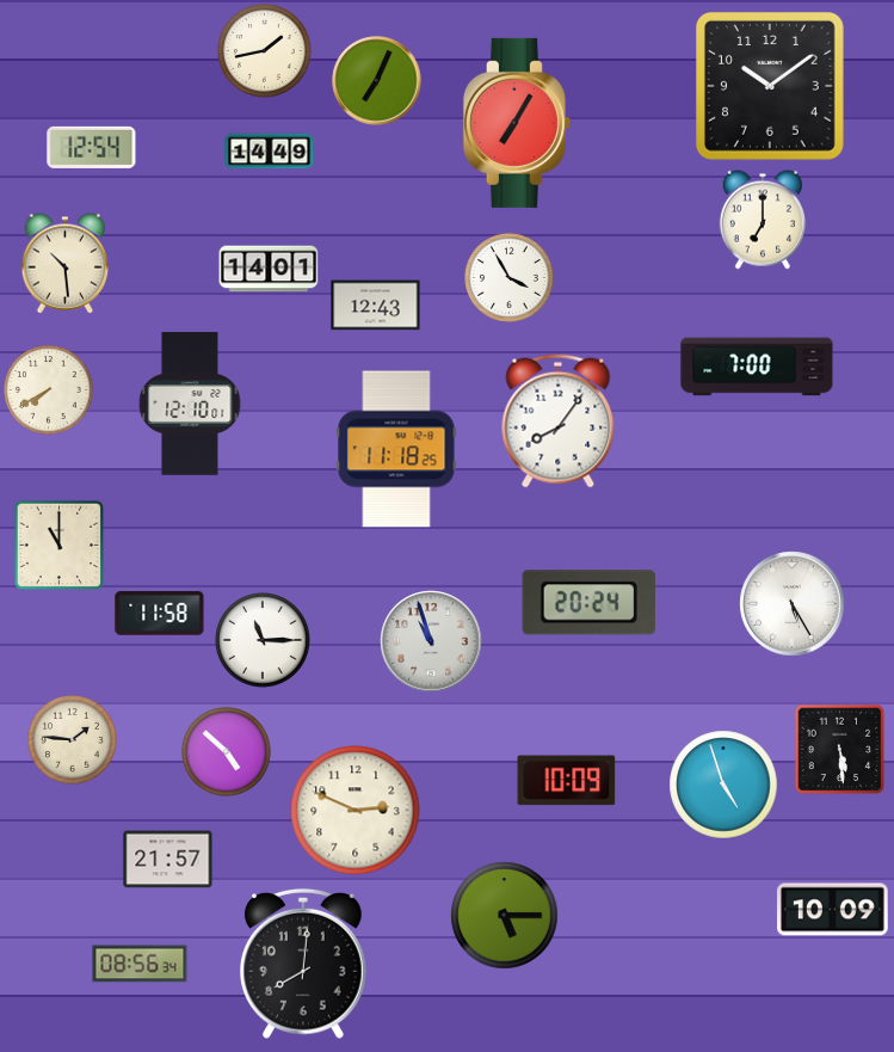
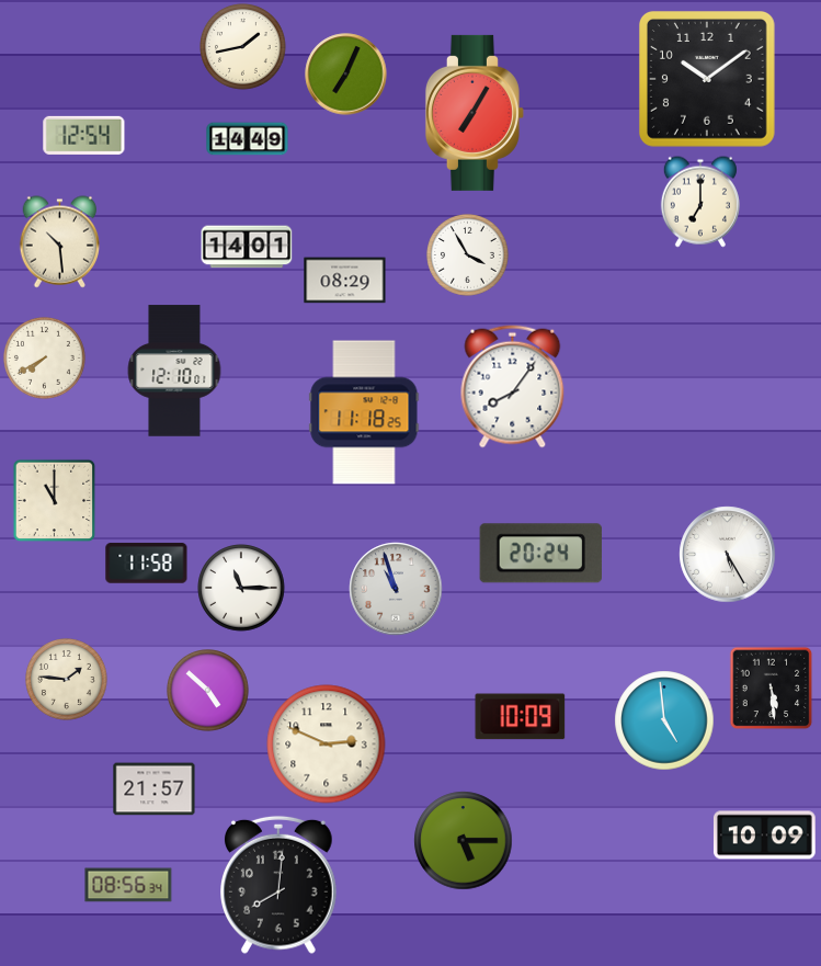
clock at (376, 306): 12:43 -> 08:29
clock at (757, 367): 7:00 -> none
clock at (723, 785): 4:57 -> 4:59
